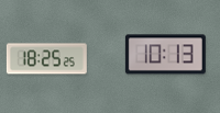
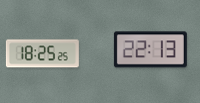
clock at (165, 55): 10:13 -> 22:13
